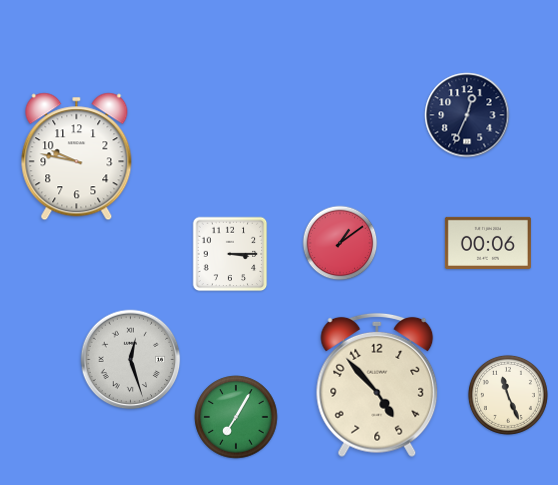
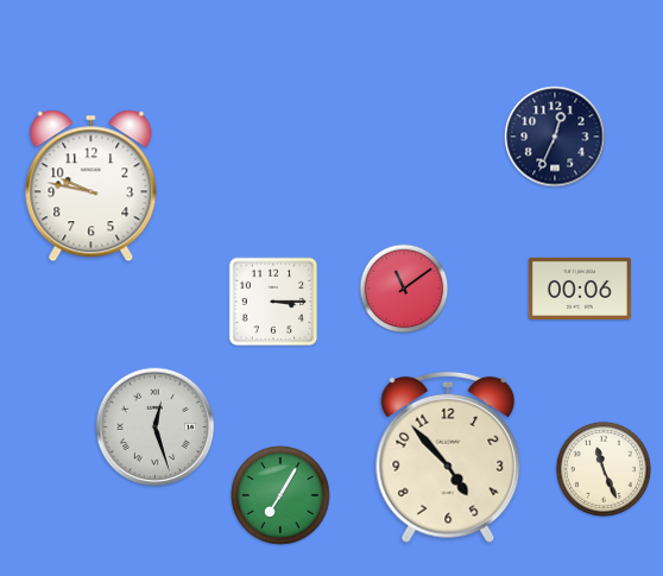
clock at (340, 243): 1:09 -> 11:09
